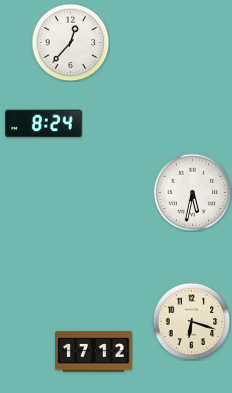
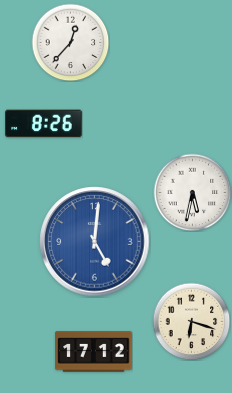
clock at (44, 124): 8:24 -> 8:26
clock at (95, 242): none -> 5:01
